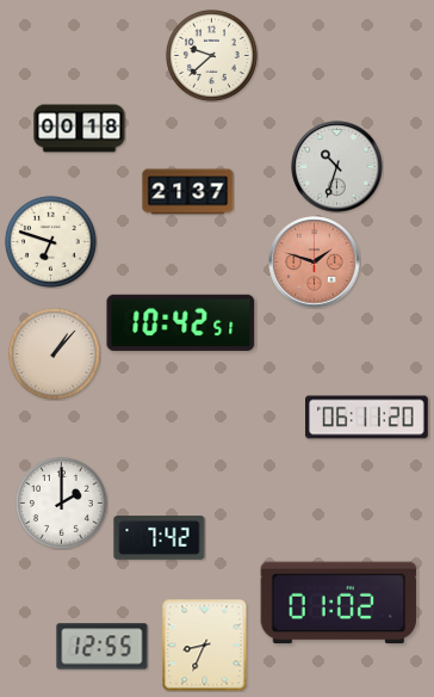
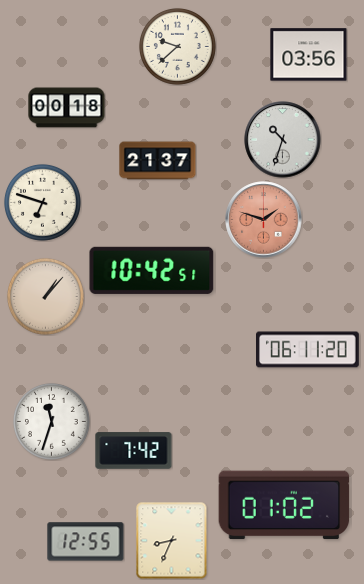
clock at (309, 55): none -> 03:56
clock at (61, 502): 2:00 -> 11:33
